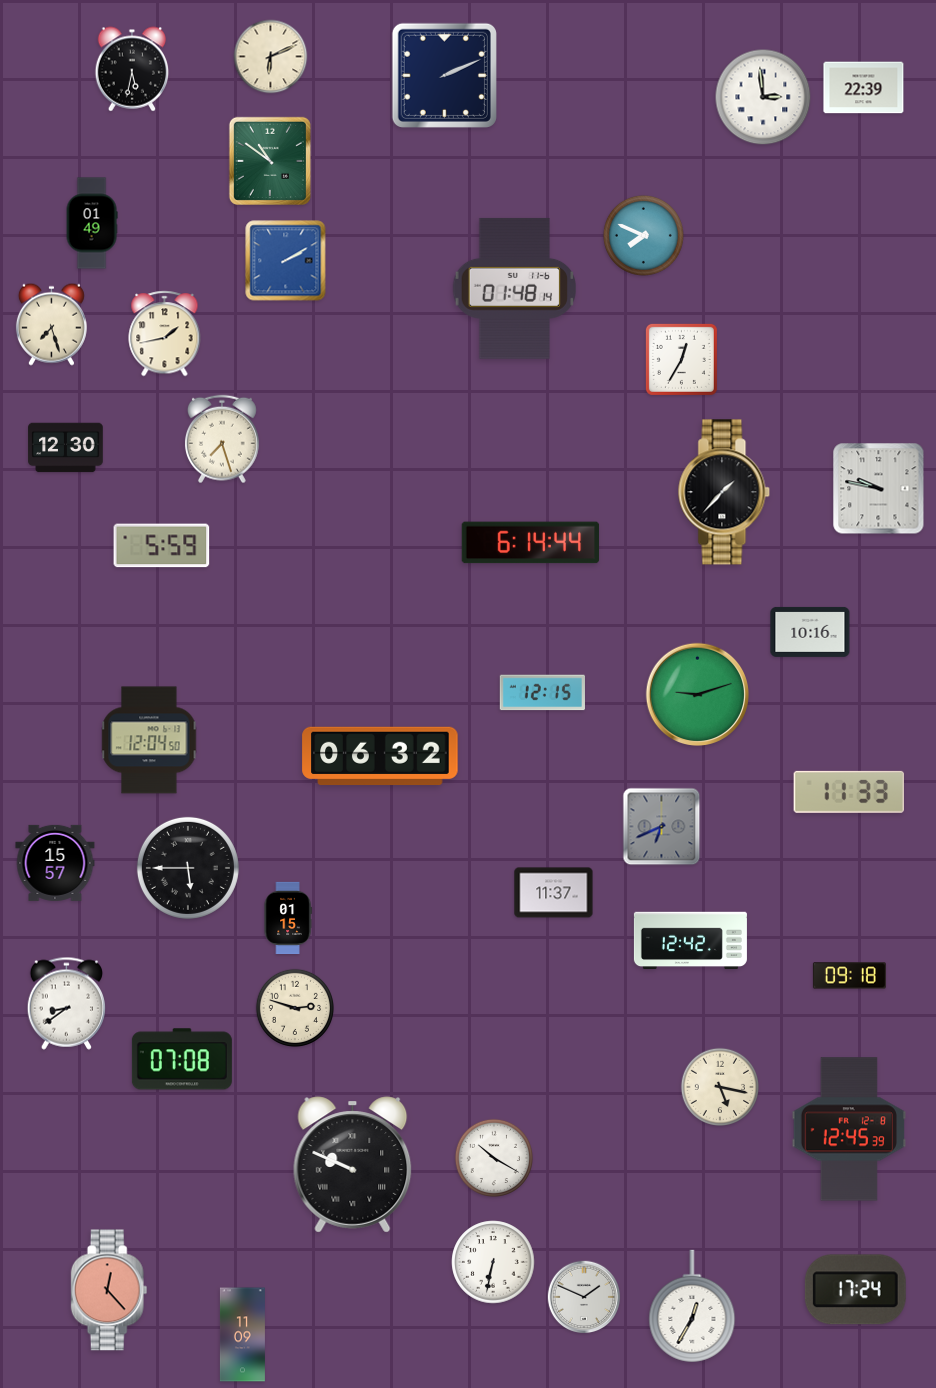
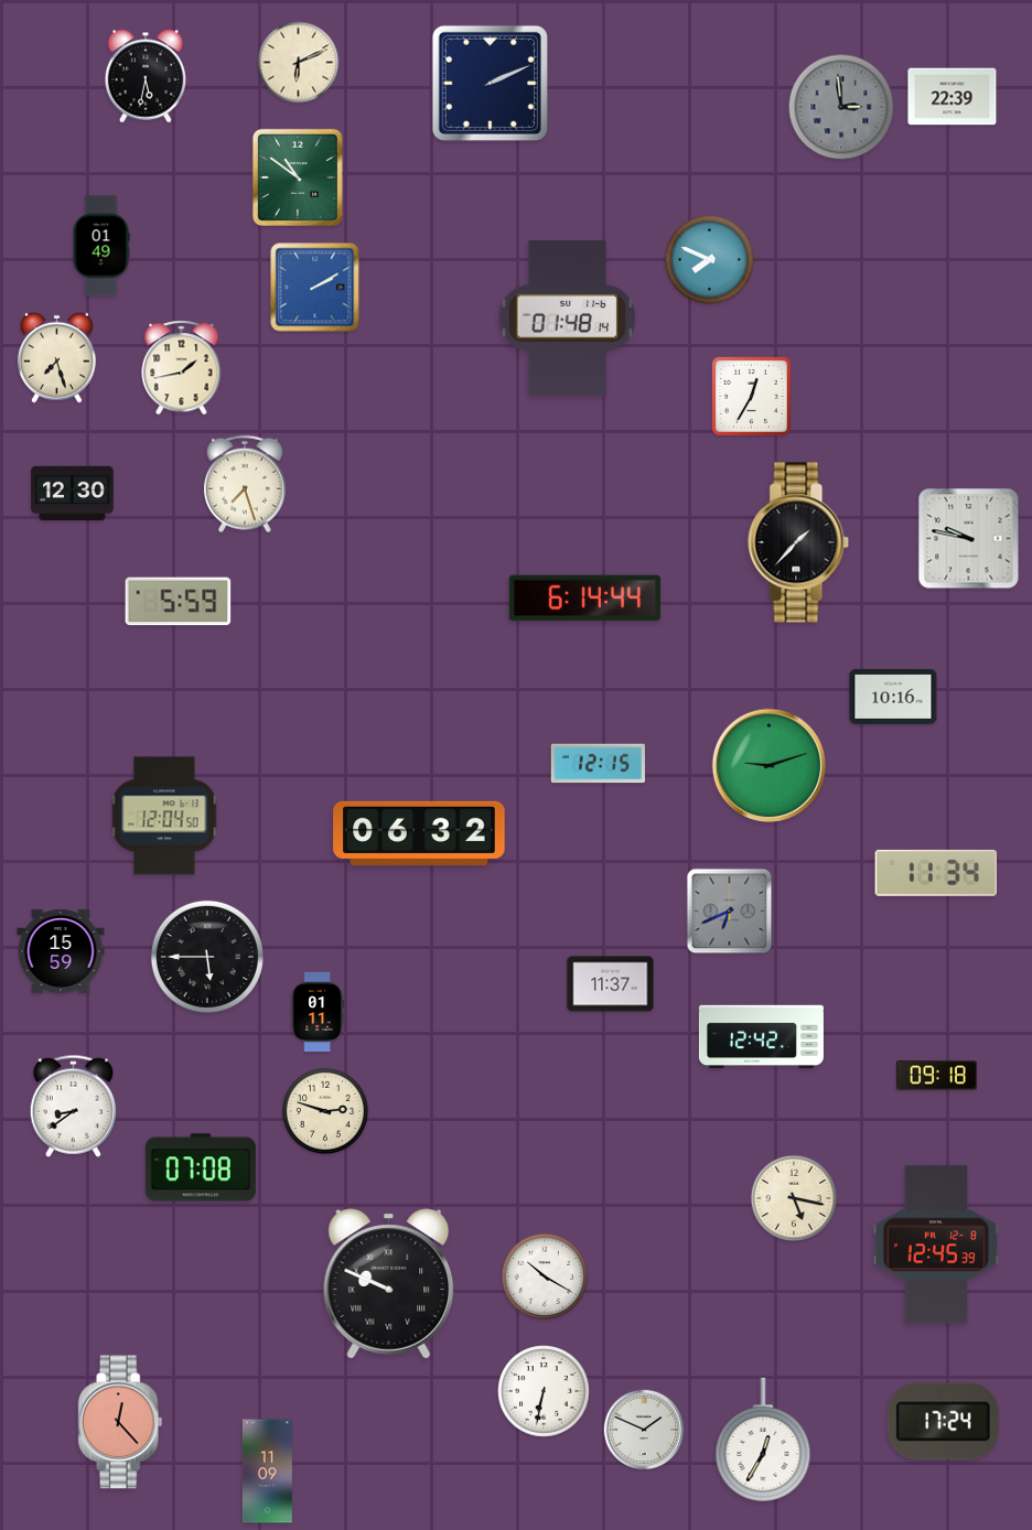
clock at (763, 97) dial: white -> grey
clock at (848, 792): 11:33 -> 11:34
clock at (55, 863): 15:57 -> 15:59
clock at (288, 917): 01:15 -> 01:11
